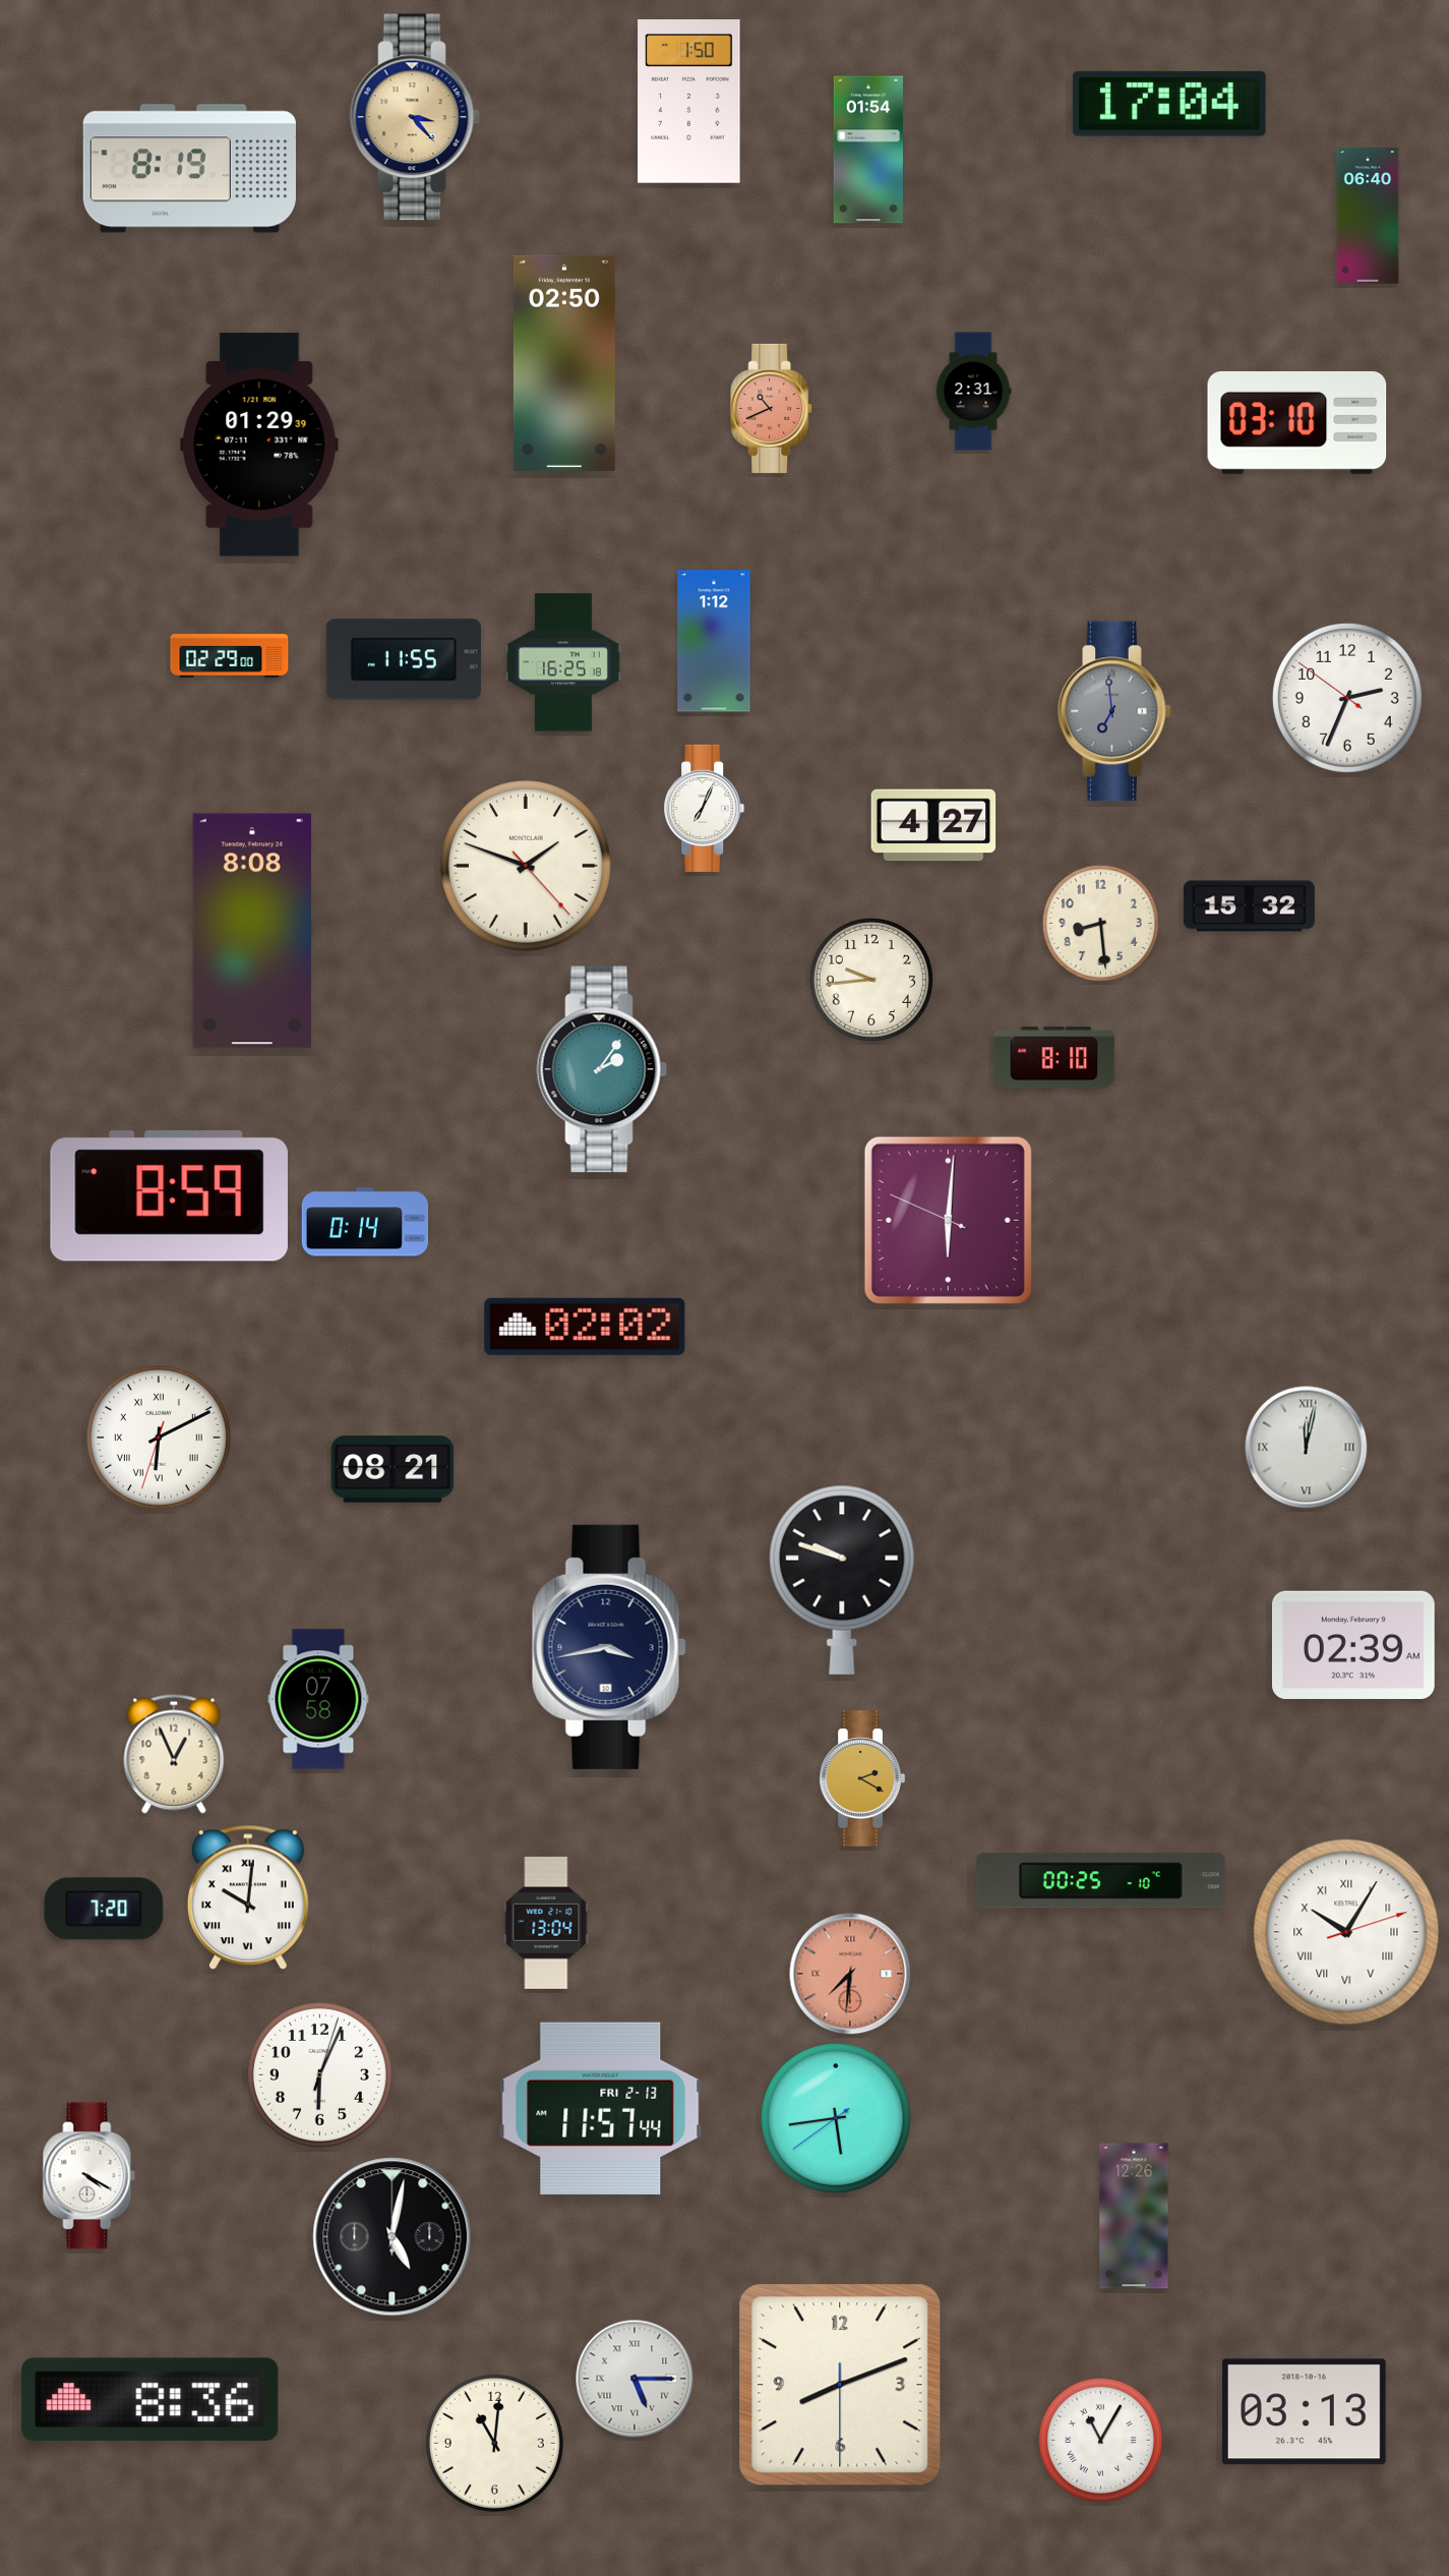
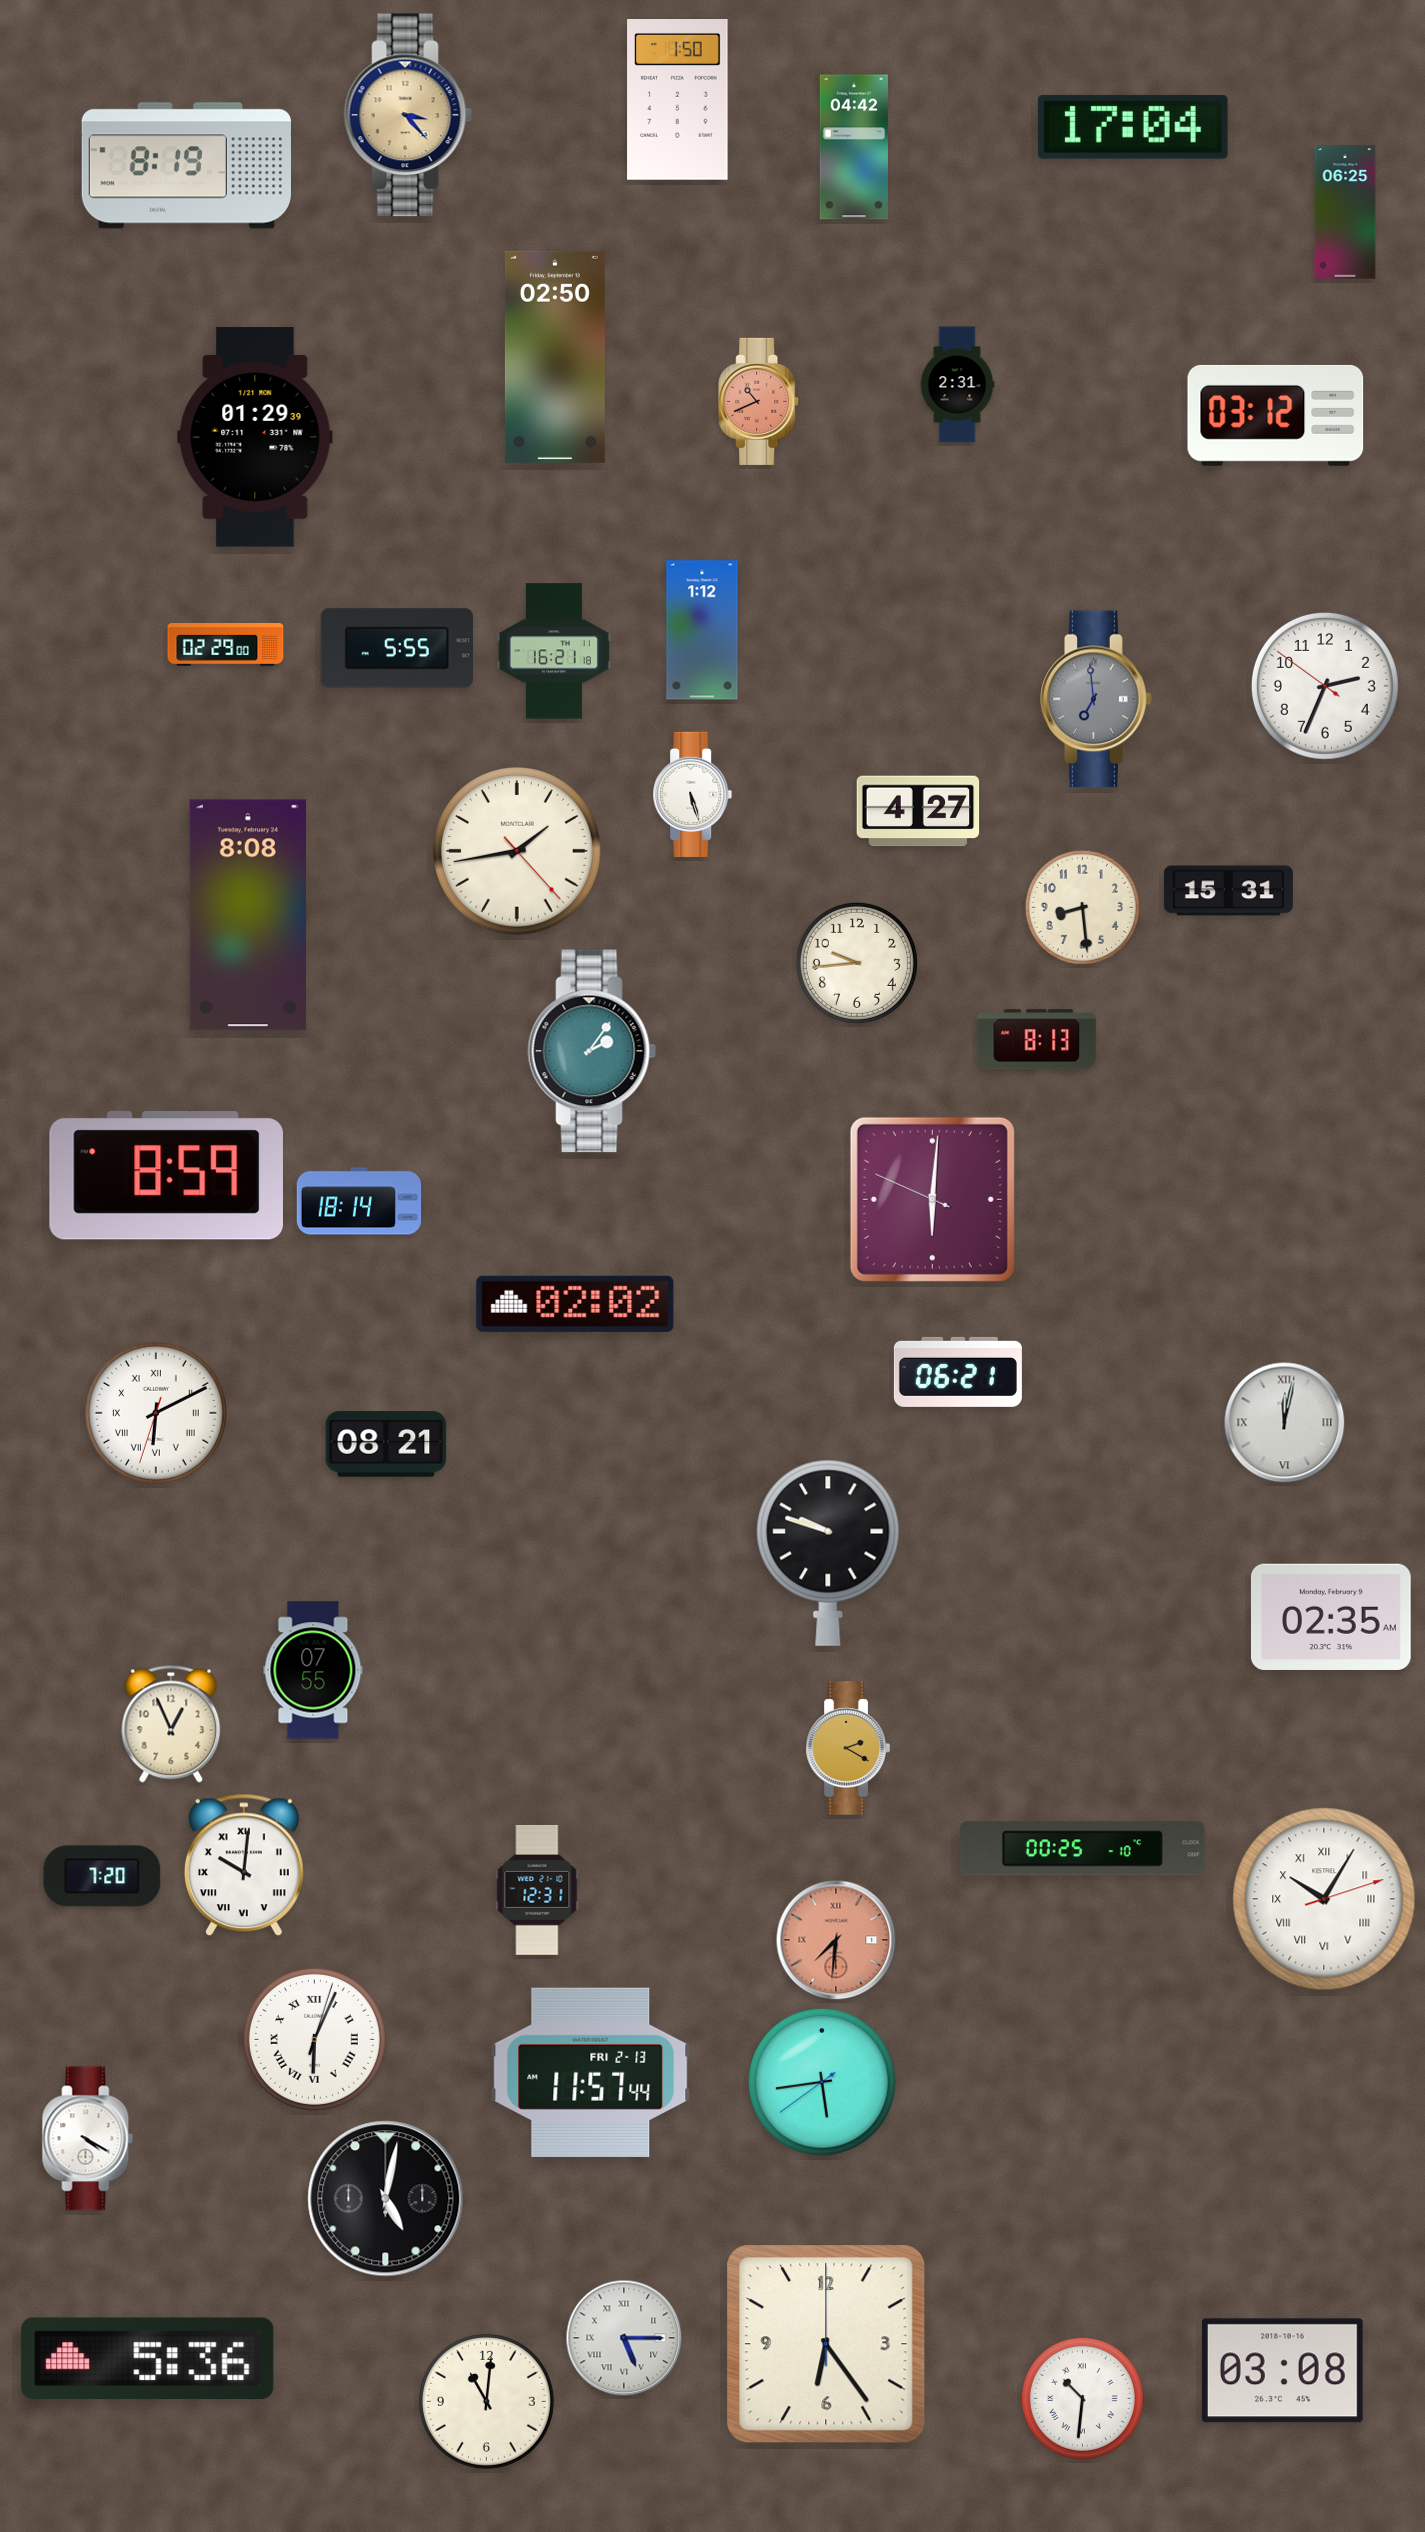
clock at (1169, 104) position: (1169, 104) -> (1133, 127)
clock at (868, 150): 01:54 -> 04:42
clock at (1368, 216): 06:40 -> 06:25
clock at (1297, 422): 03:10 -> 03:12
clock at (404, 659): 11:55 -> 5:55
clock at (563, 662): 16:25 -> 16:21
clock at (705, 808): 7:04 -> 5:27
clock at (527, 867): 1:48 -> 1:43
clock at (1249, 906): 15:32 -> 15:31
clock at (1054, 1058): 8:10 -> 8:13
clock at (365, 1222): 0:14 -> 18:14
clock at (958, 1372): none -> 06:21
clock at (1353, 1645): 02:39 -> 02:35
clock at (609, 1647): 3:43 -> none
clock at (318, 1699): 07:58 -> 07:55
clock at (546, 1923): 13:04 -> 12:31
clock at (319, 2074) numerals: Arabic -> Roman
clock at (1134, 2216): 12:26 -> none
clock at (840, 2385): 8:11 -> 6:24
clock at (150, 2399): 8:36 -> 5:36
clock at (1304, 2412): 03:13 -> 03:08
clock at (1100, 2440): 11:05 -> 10:31
